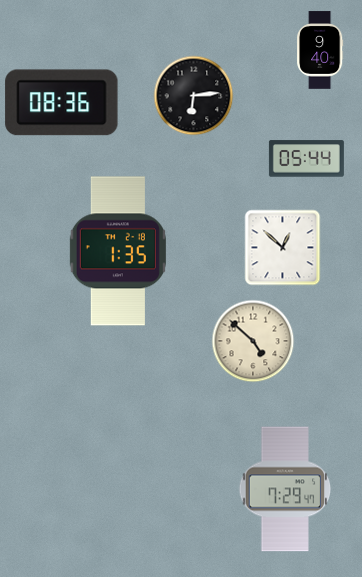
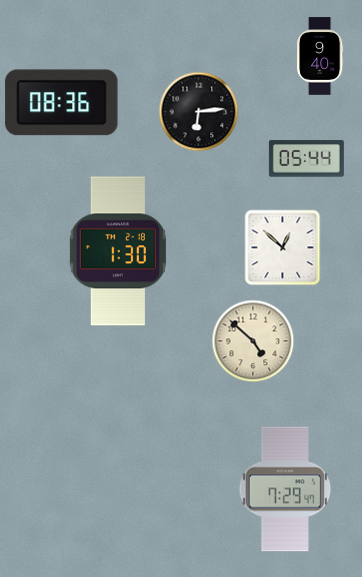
clock at (320, 50) position: (320, 50) -> (320, 56)
clock at (194, 96) position: (194, 96) -> (199, 112)
clock at (118, 251): 1:35 -> 1:30
